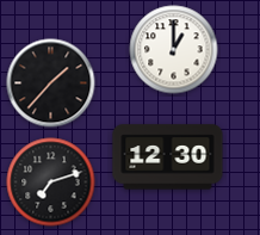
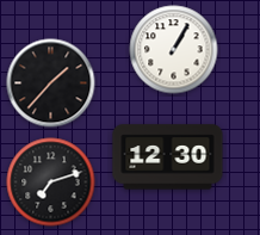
clock at (174, 50): 1:00 -> 1:05
